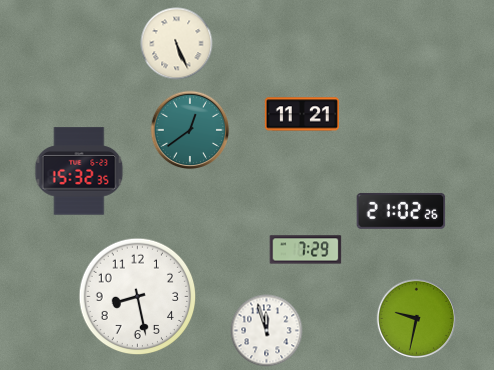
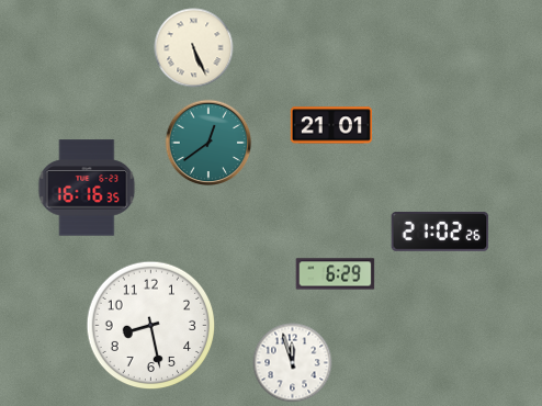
clock at (302, 114): 11:21 -> 21:01
clock at (79, 171): 15:32 -> 16:16
clock at (306, 250): 7:29 -> 6:29
clock at (417, 319): 9:32 -> none
